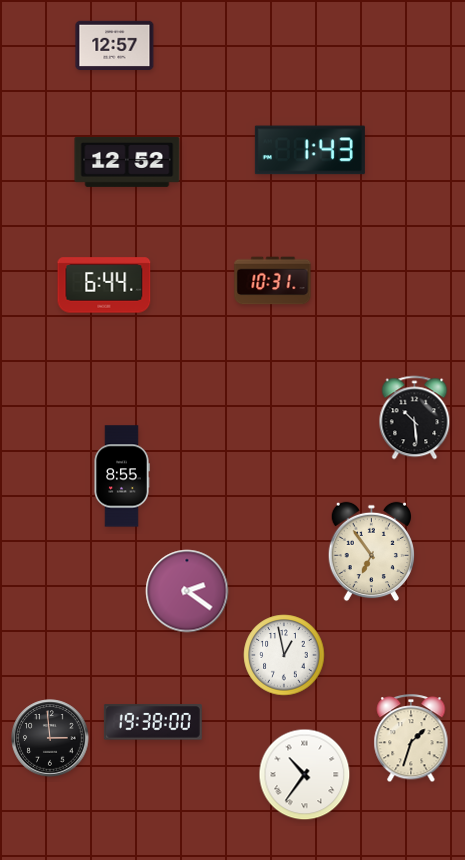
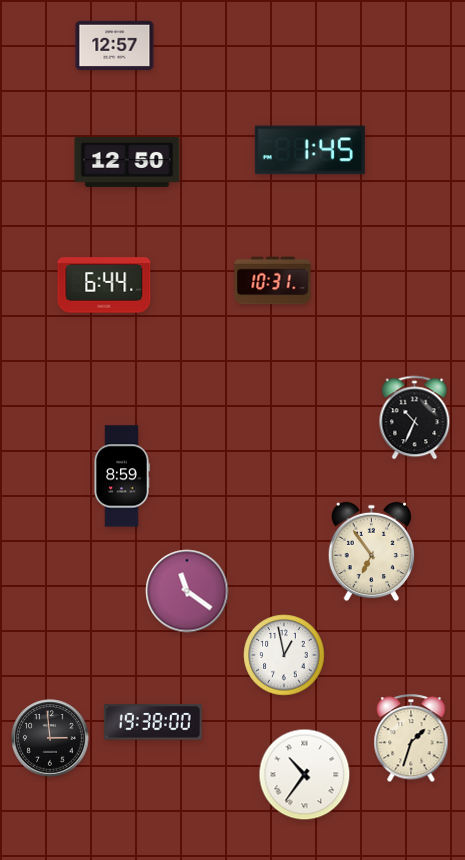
clock at (310, 150): 1:43 -> 1:45
clock at (127, 162): 12:52 -> 12:50
clock at (415, 418): 10:29 -> 10:34
clock at (122, 476): 8:55 -> 8:59
clock at (187, 591): 2:21 -> 11:21
